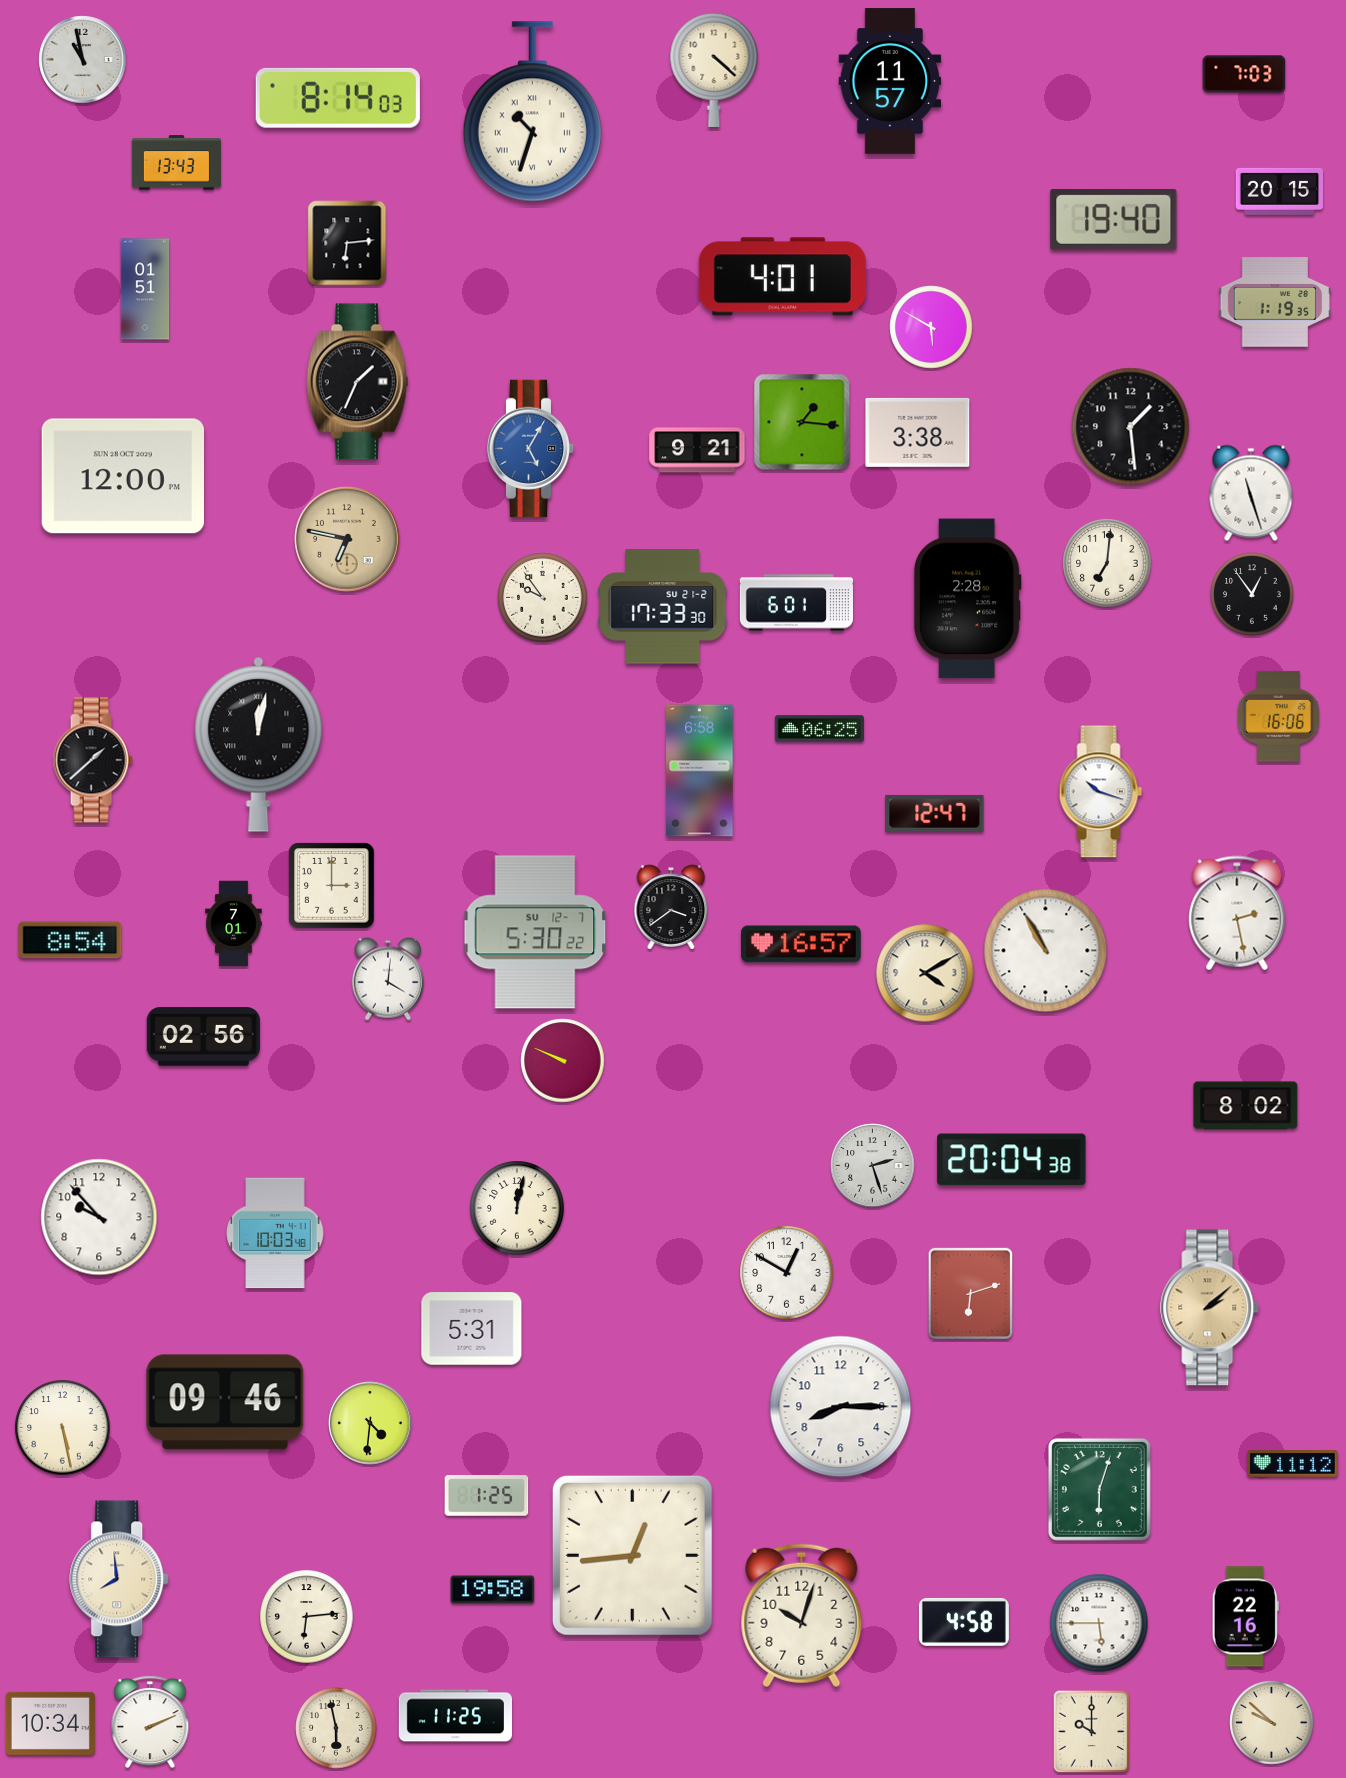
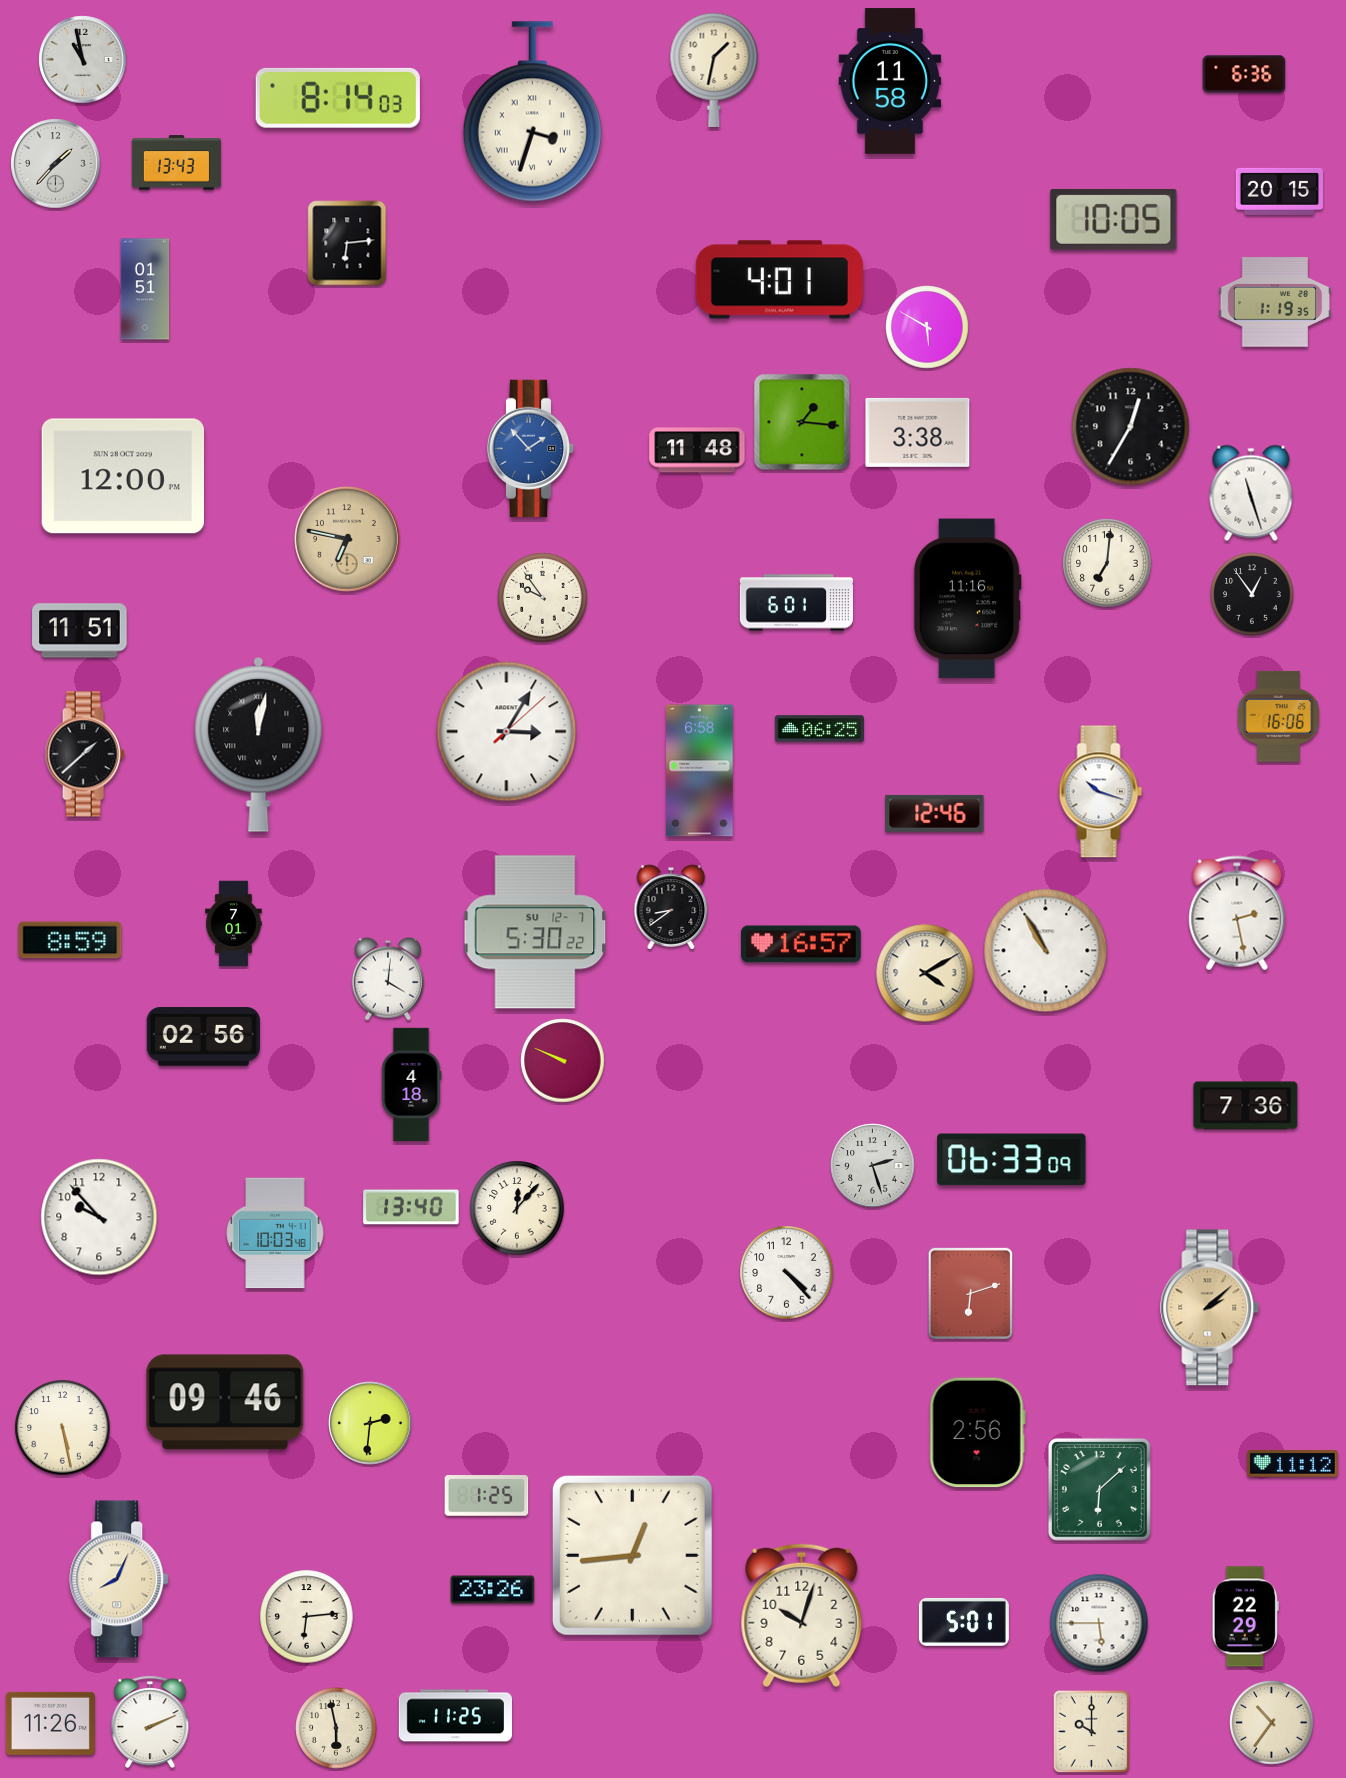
clock at (714, 70): 4:22 -> 1:32
clock at (1244, 74): 7:03 -> 6:36
clock at (890, 81): 11:57 -> 11:58
clock at (532, 112): 10:33 -> 3:33
clock at (56, 164): none -> 1:37
clock at (1114, 219): 19:40 -> 10:05
clock at (782, 277) position: (782, 277) -> (779, 280)
clock at (931, 327) position: (931, 327) -> (927, 327)
clock at (358, 382): 1:34 -> none
clock at (1131, 427): 1:29 -> 12:35
clock at (531, 449): 5:05 -> 1:53
clock at (697, 450): 9:21 -> 11:48
clock at (967, 599): 2:28 -> 11:16
clock at (663, 607): 17:33 -> none
clock at (80, 631): none -> 11:51
clock at (507, 732): none -> 3:05
clock at (93, 760) position: (93, 760) -> (85, 754)
clock at (935, 813): 12:47 -> 12:46
clock at (332, 886): 3:00 -> none
clock at (671, 907): 3:39 -> 8:39
clock at (70, 940): 8:54 -> 8:59
clock at (411, 1084): none -> 4:18
clock at (1246, 1106): 8:02 -> 7:36
clock at (1012, 1160): 20:04 -> 06:33
clock at (411, 1207): none -> 13:40
clock at (517, 1208): 12:02 -> 12:07
clock at (787, 1273): 12:50 -> 4:23
clock at (472, 1329): 5:31 -> none
clock at (841, 1407): 8:15 -> none
clock at (370, 1423): 4:31 -> 2:31
clock at (977, 1433): none -> 2:56
clock at (1099, 1489): 6:03 -> 6:08
clock at (120, 1579): 7:59 -> 8:04
clock at (493, 1590): 19:58 -> 23:26
clock at (1245, 1617): 22:16 -> 22:29
clock at (964, 1622): 4:58 -> 5:01
clock at (50, 1723): 10:34 -> 11:26
clock at (1272, 1723): 9:52 -> 10:36
